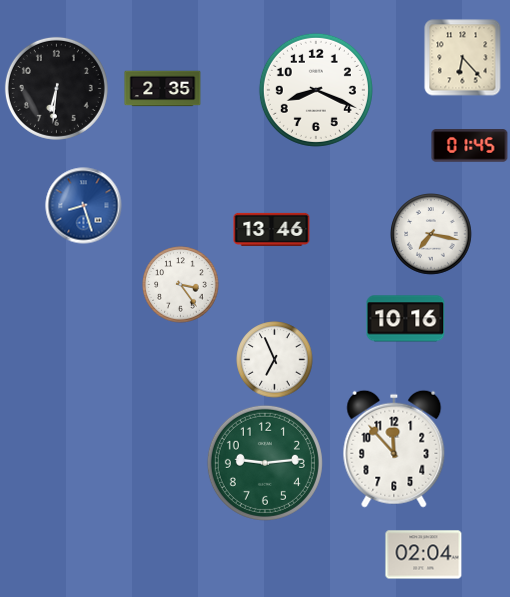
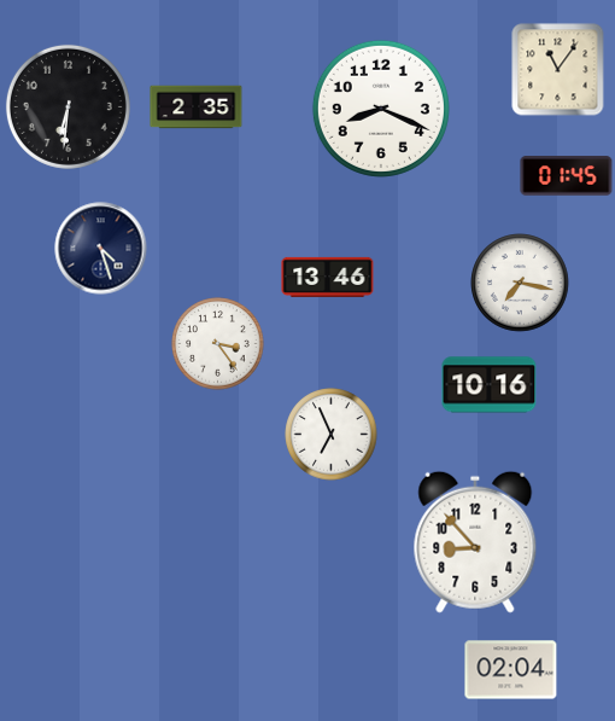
clock at (463, 58): 6:23 -> 11:06
clock at (84, 206): 8:27 -> 4:27
clock at (84, 206) dial: blue -> navy
clock at (394, 449): 11:53 -> 8:53
clock at (265, 463): 9:14 -> none
